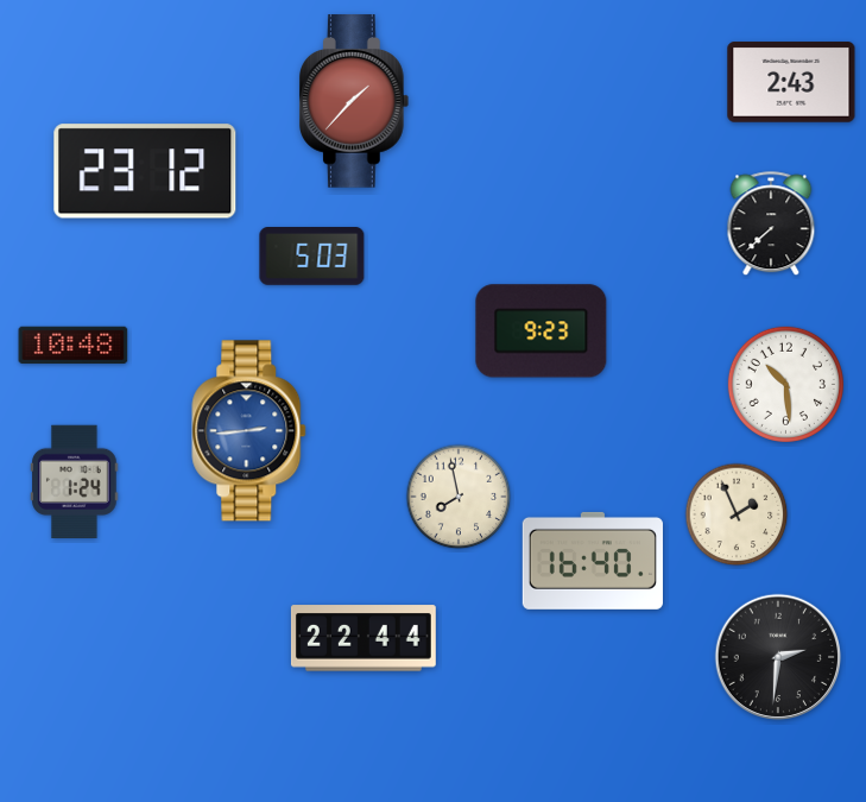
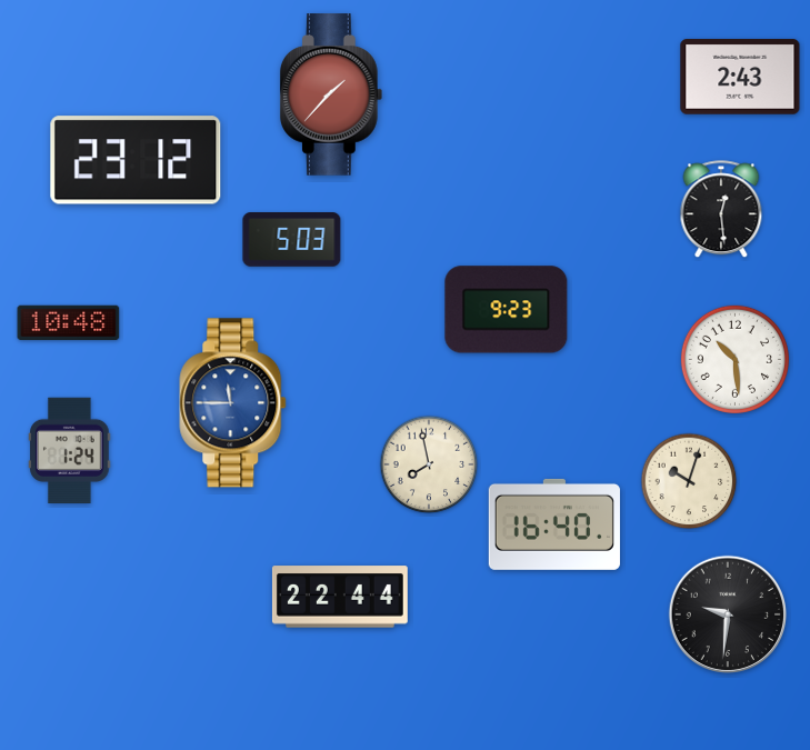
clock at (771, 225): 7:38 -> 12:29
clock at (249, 431): 2:44 -> 11:45
clock at (737, 514): 1:56 -> 10:03
clock at (778, 657): 2:31 -> 9:31
